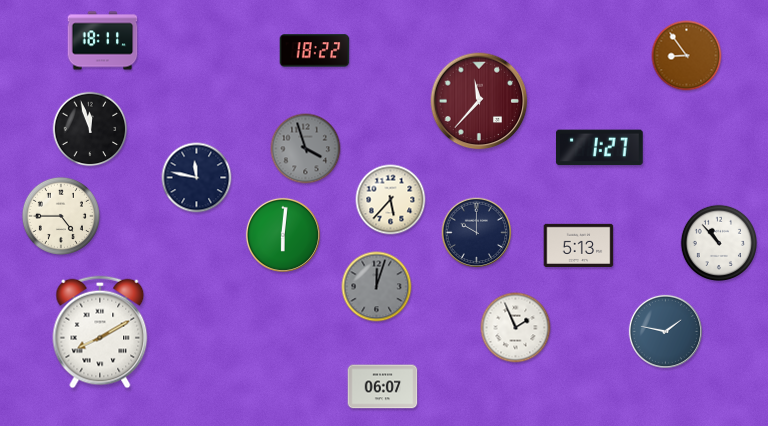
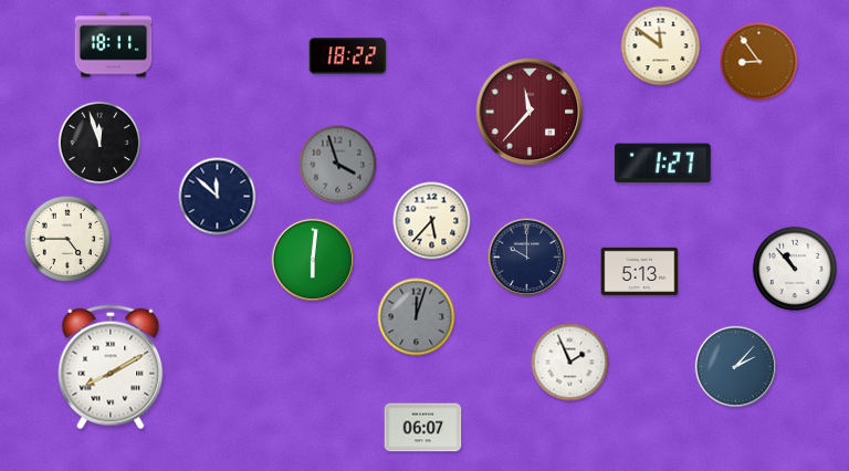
clock at (661, 46): none -> 11:51
clock at (197, 178): 11:47 -> 11:52
clock at (665, 331): 1:47 -> 2:07
